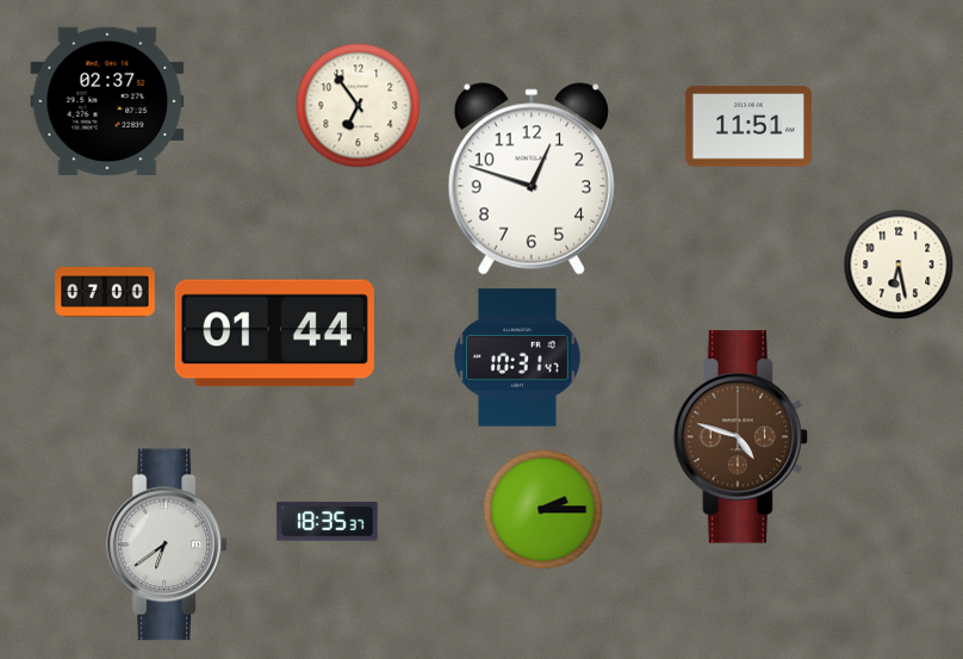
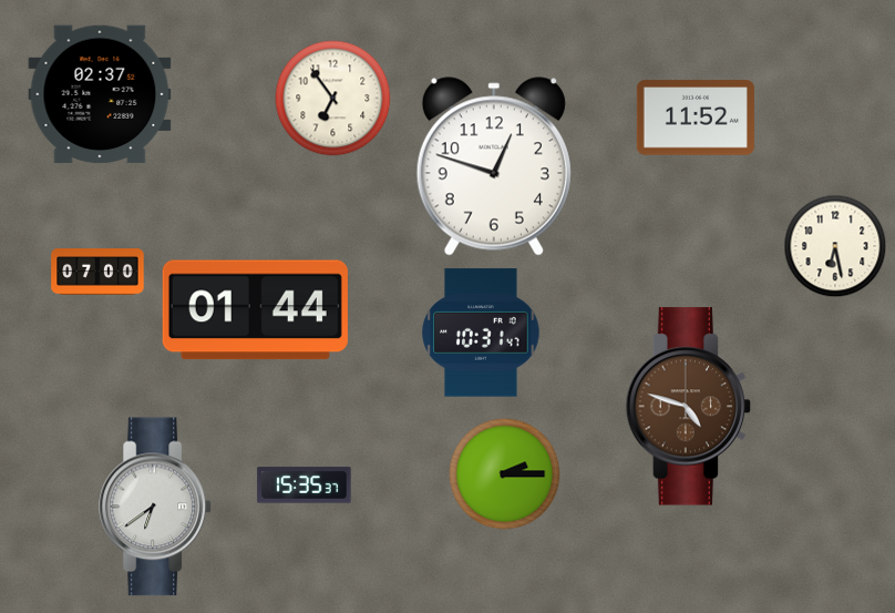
clock at (748, 126): 11:51 -> 11:52
clock at (328, 522): 18:35 -> 15:35
